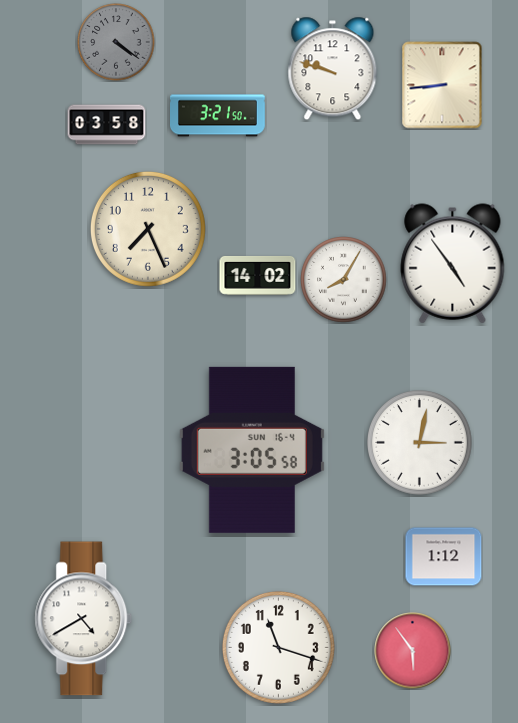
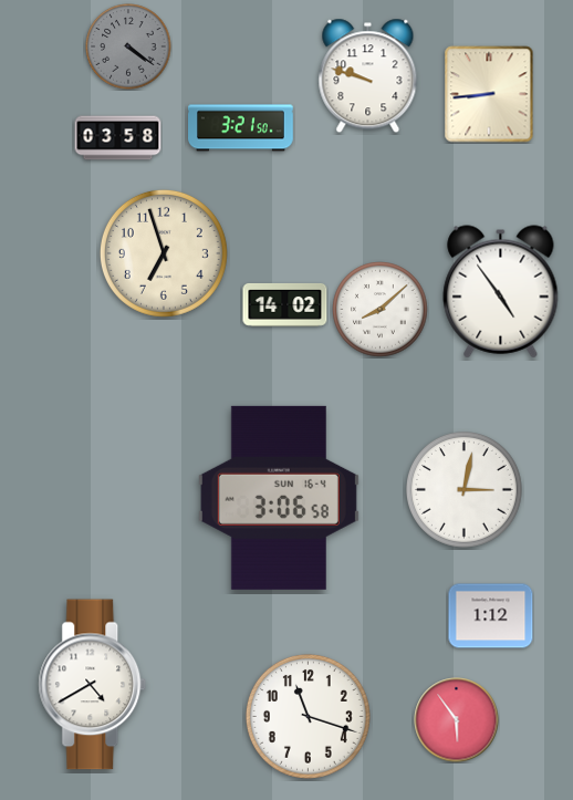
clock at (148, 229): 7:26 -> 6:57
clock at (344, 280): 8:05 -> 8:08
clock at (252, 450): 3:05 -> 3:06
